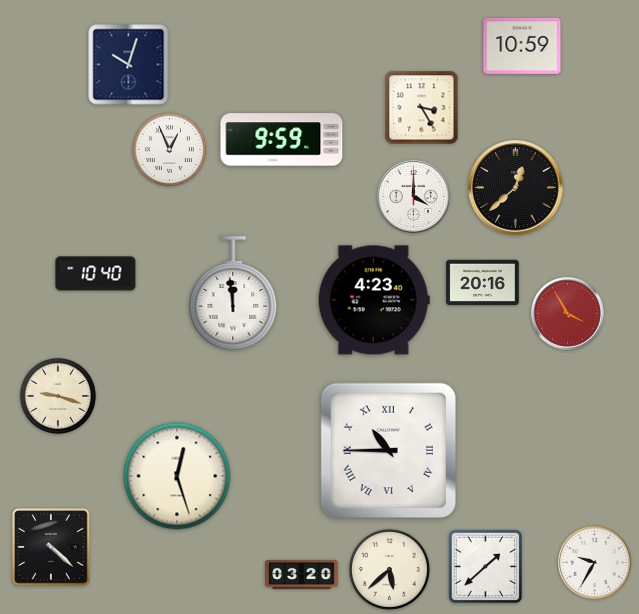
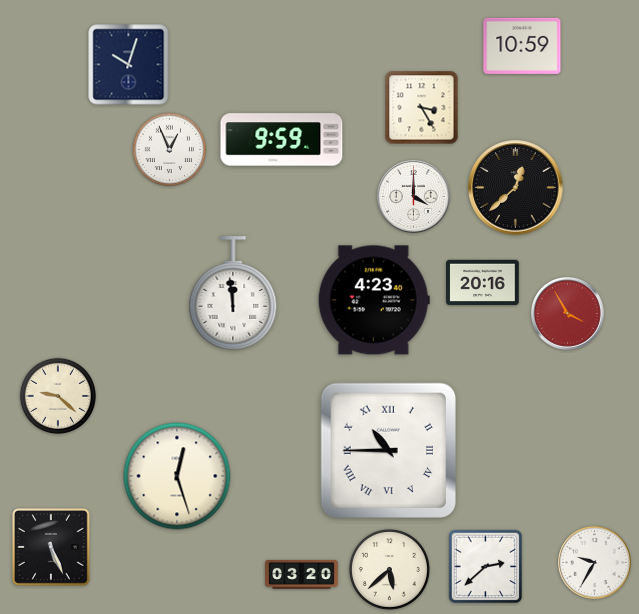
clock at (96, 274): 10:40 -> none
clock at (58, 396): 9:18 -> 9:22
clock at (52, 548): 4:22 -> 5:26
clock at (486, 567): 1:38 -> 2:38
